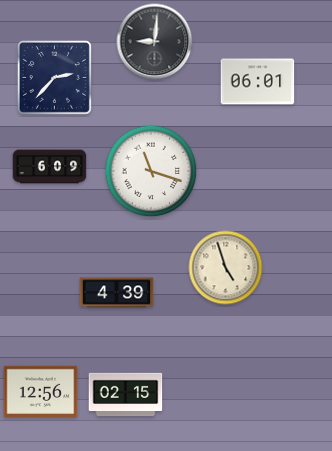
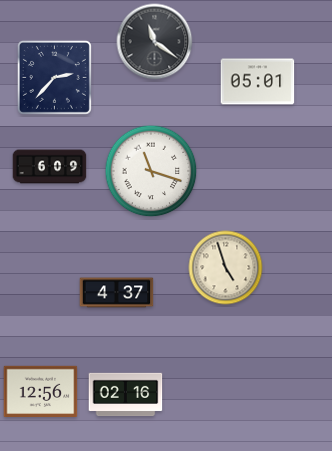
clock at (155, 42): 9:01 -> 11:21
clock at (258, 82): 06:01 -> 05:01
clock at (117, 293): 4:39 -> 4:37
clock at (126, 395): 02:15 -> 02:16
